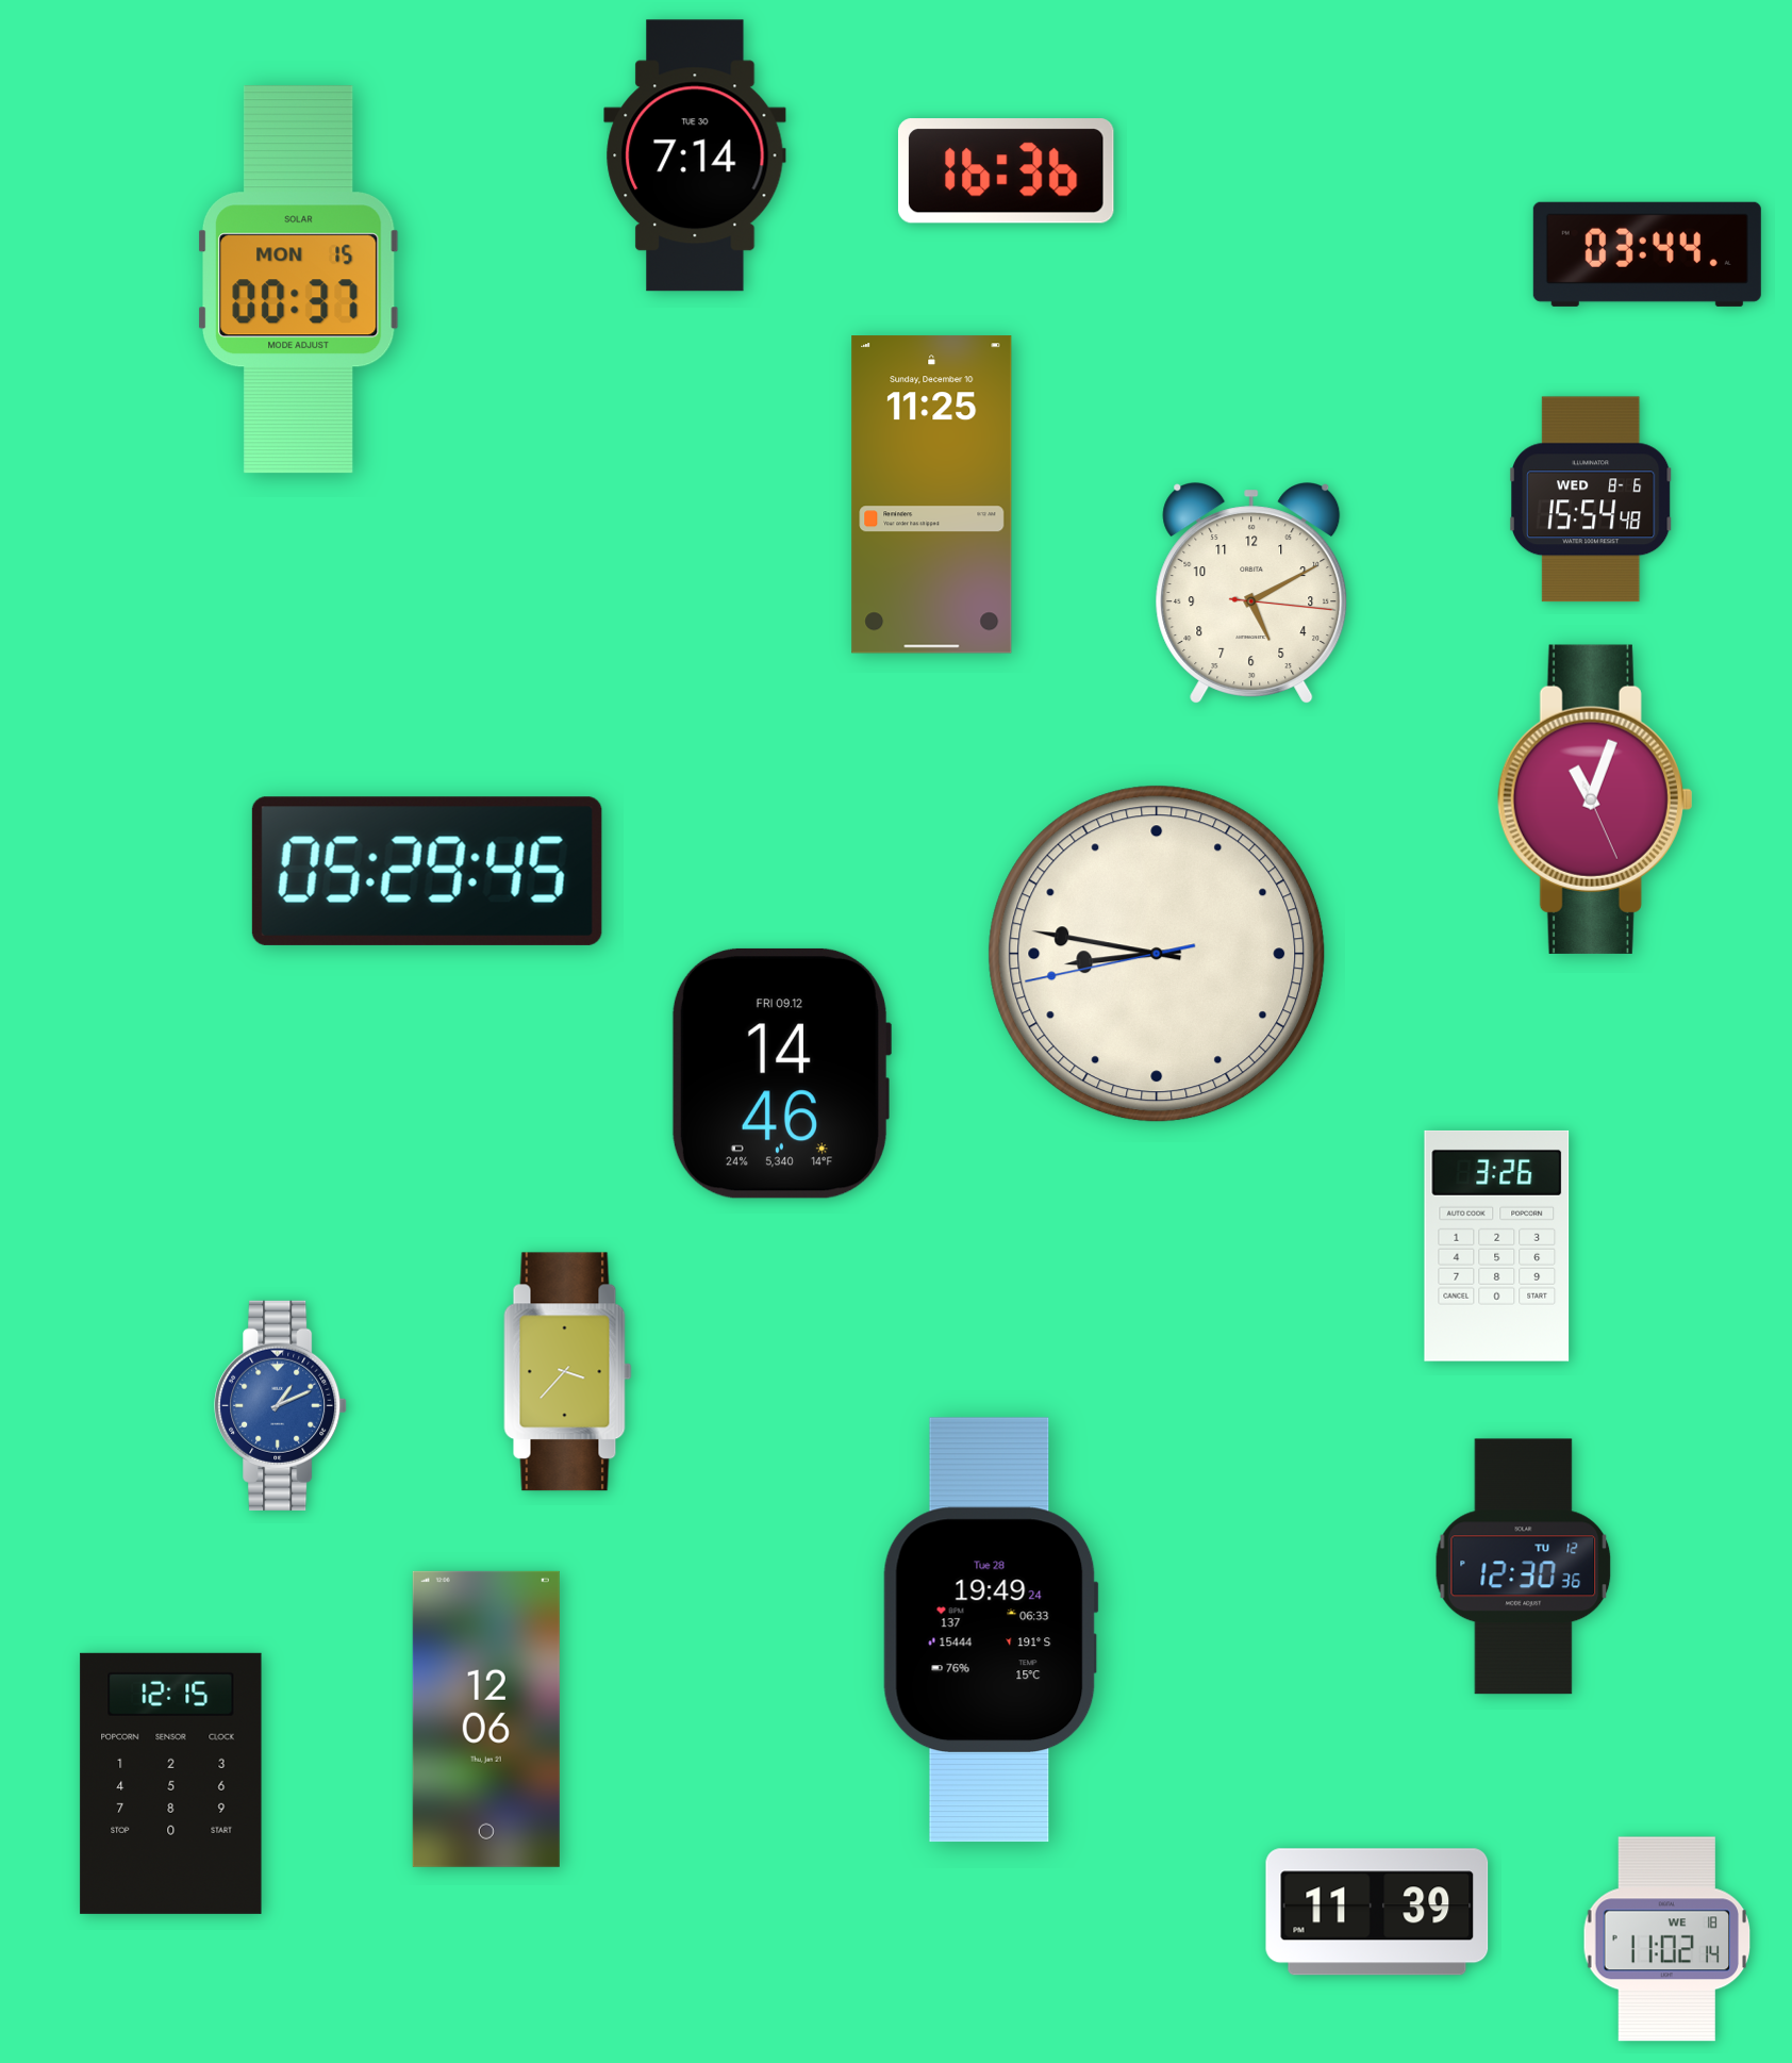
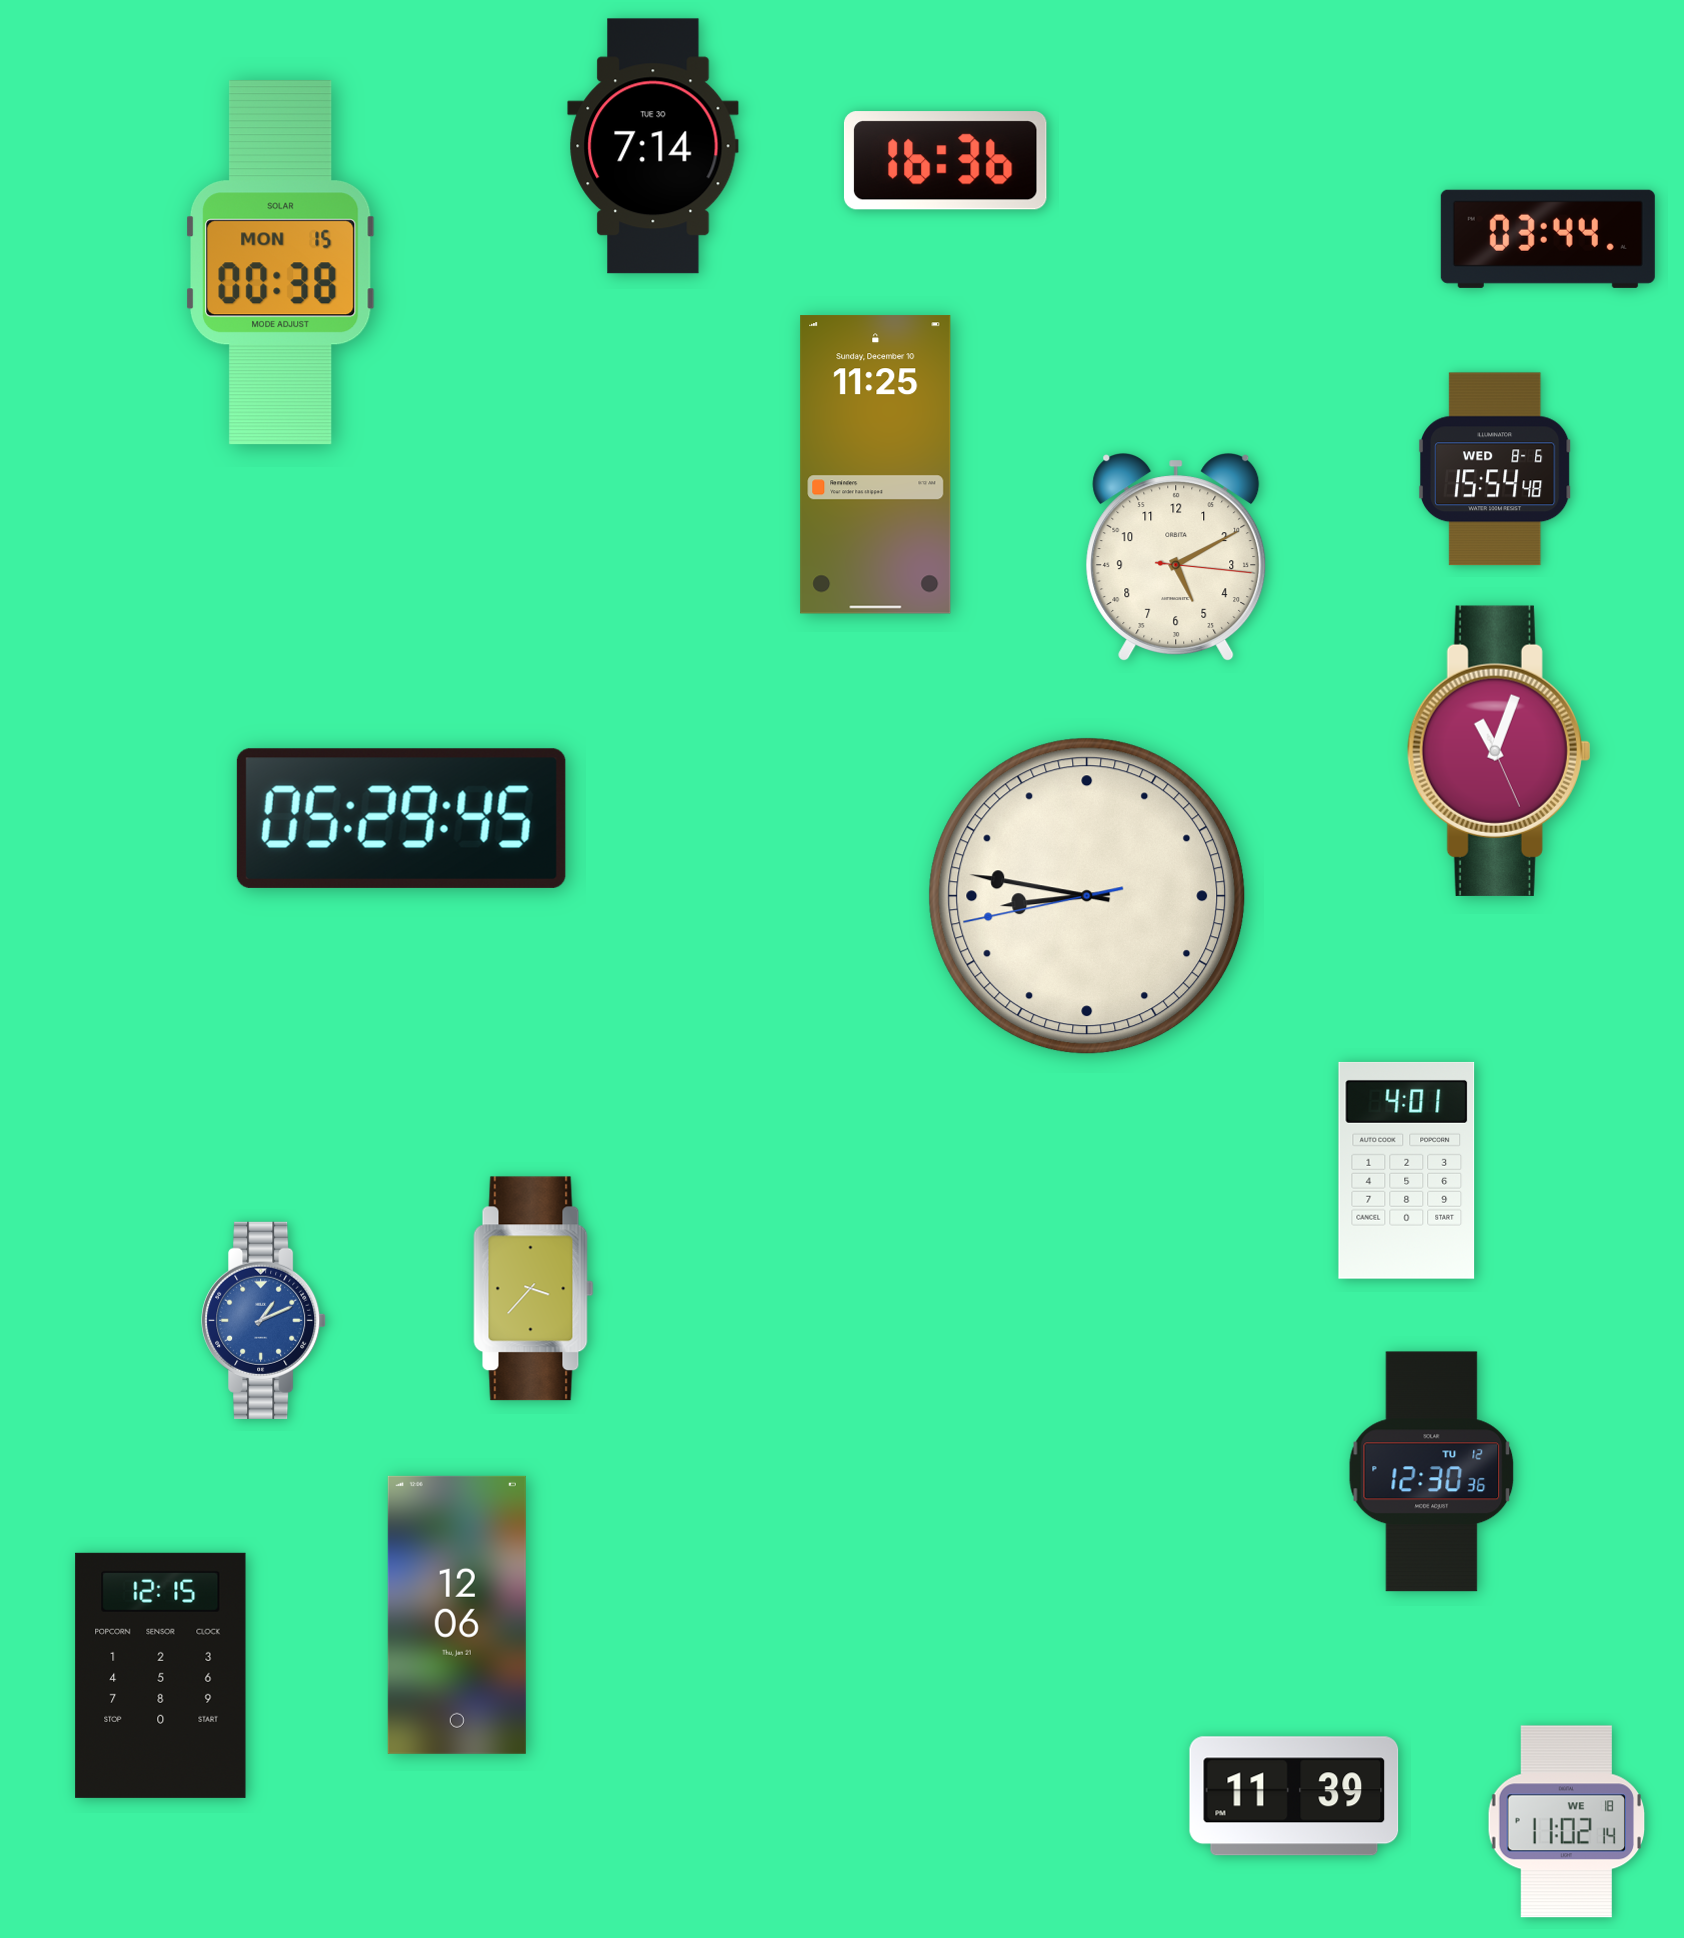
clock at (299, 280): 00:37 -> 00:38
clock at (781, 1073): 14:46 -> none
clock at (1497, 1245): 3:26 -> 4:01
clock at (991, 1630): 19:49 -> none
